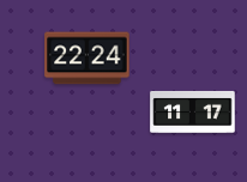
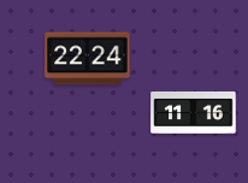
clock at (193, 111): 11:17 -> 11:16
